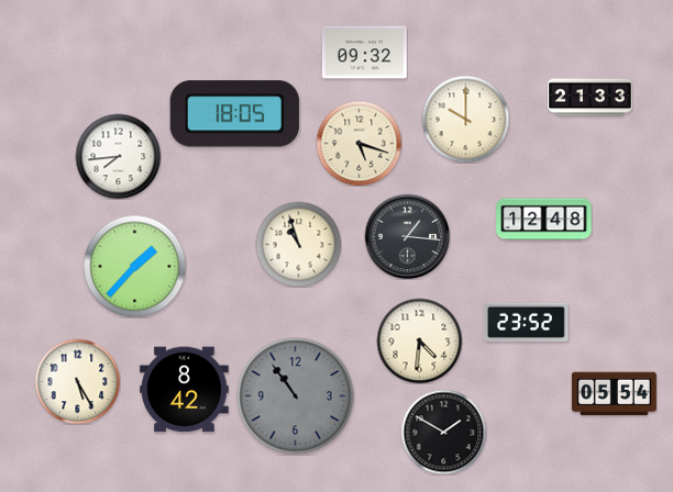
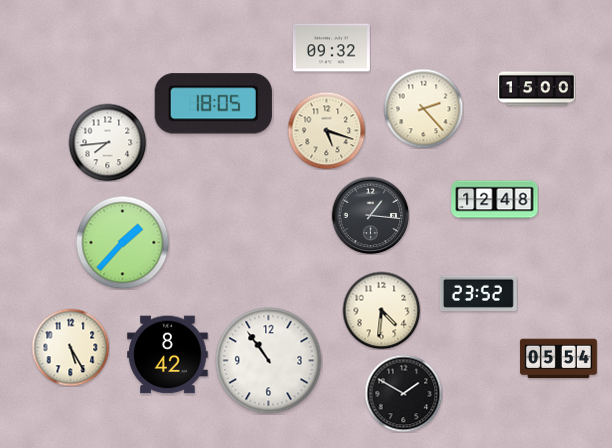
clock at (589, 98): 21:33 -> 15:00
clock at (465, 119): 10:00 -> 2:23
clock at (298, 244): 10:57 -> none
clock at (296, 396) dial: grey -> white
